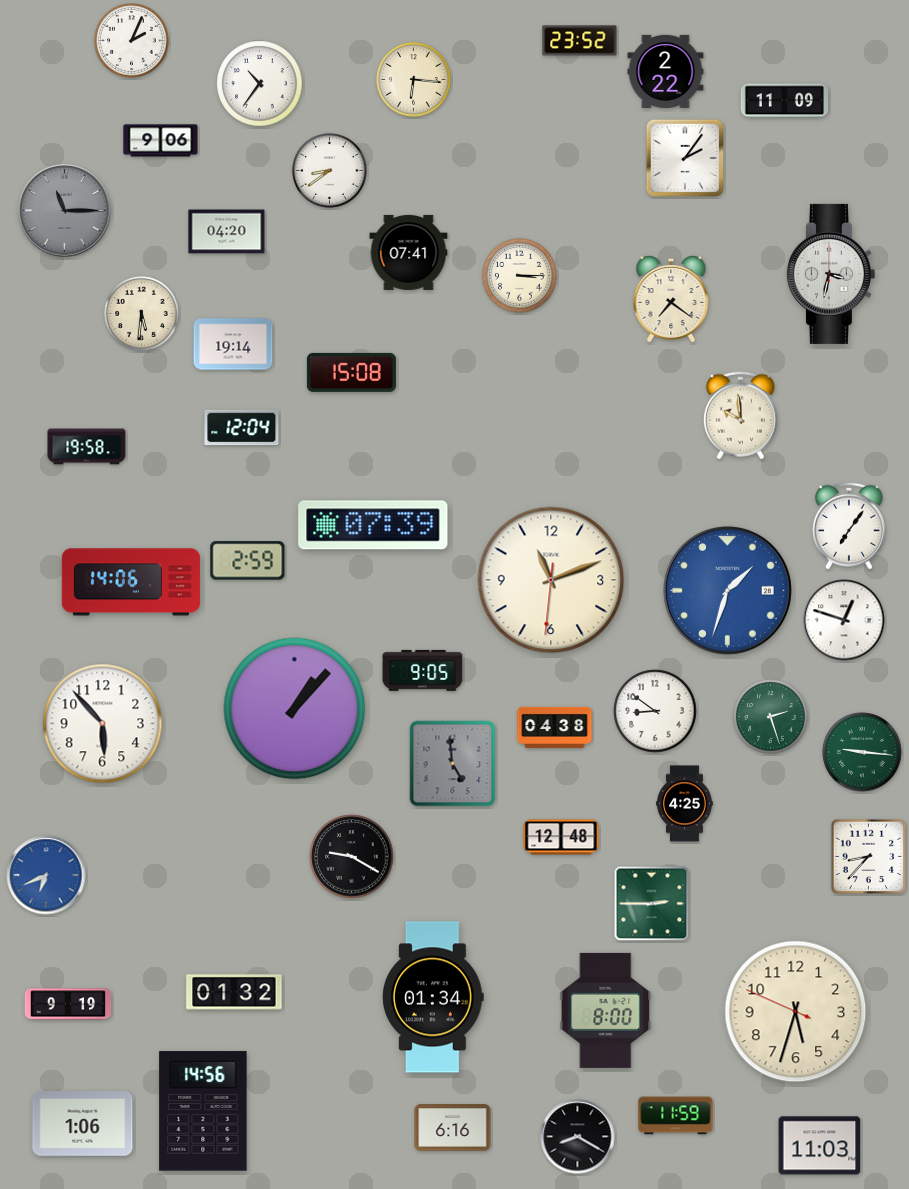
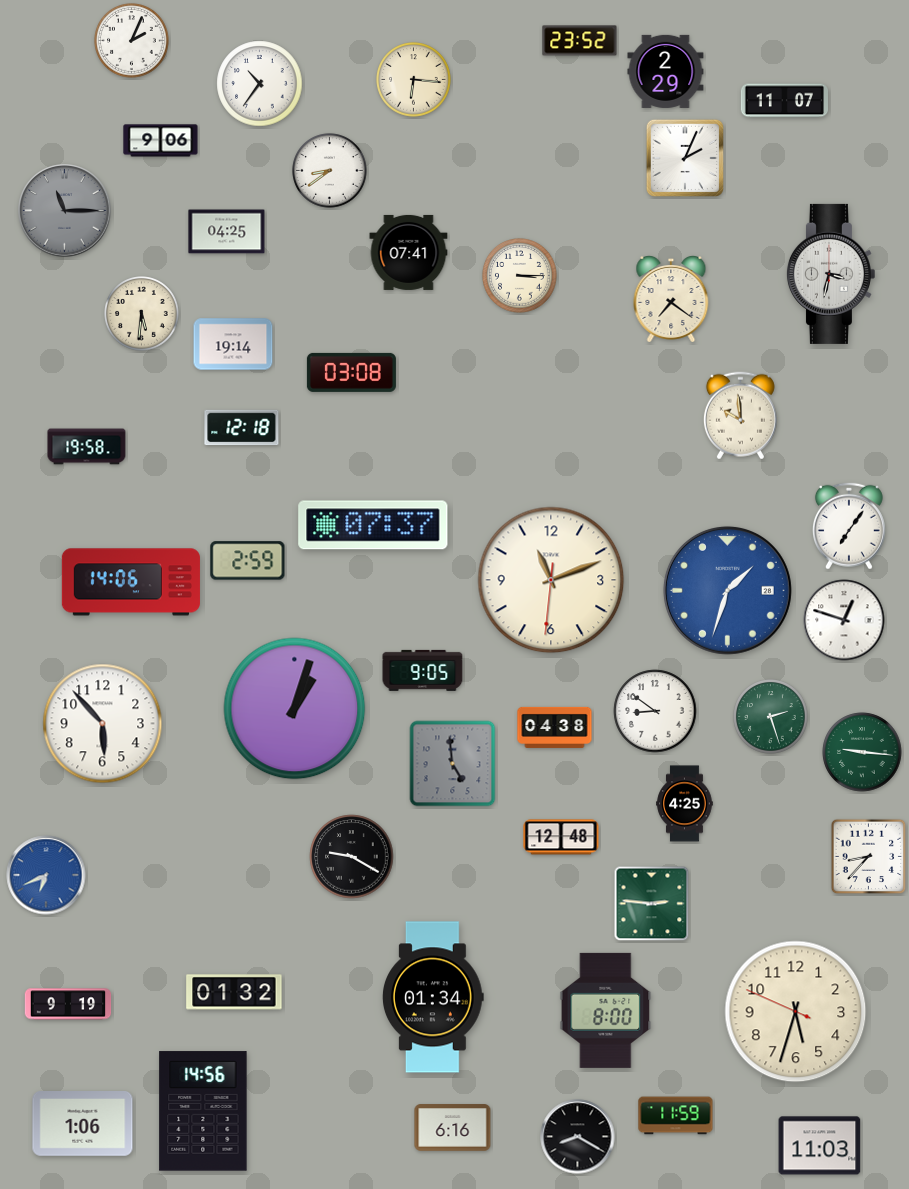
clock at (666, 71): 2:22 -> 2:29
clock at (784, 101): 11:09 -> 11:07
clock at (684, 157): 2:06 -> 2:04
clock at (227, 232): 04:20 -> 04:25
clock at (351, 372): 15:08 -> 03:08
clock at (242, 428): 12:04 -> 12:18
clock at (373, 525): 07:39 -> 07:37
clock at (295, 709): 1:07 -> 1:03
clock at (652, 904): 2:45 -> 2:46
